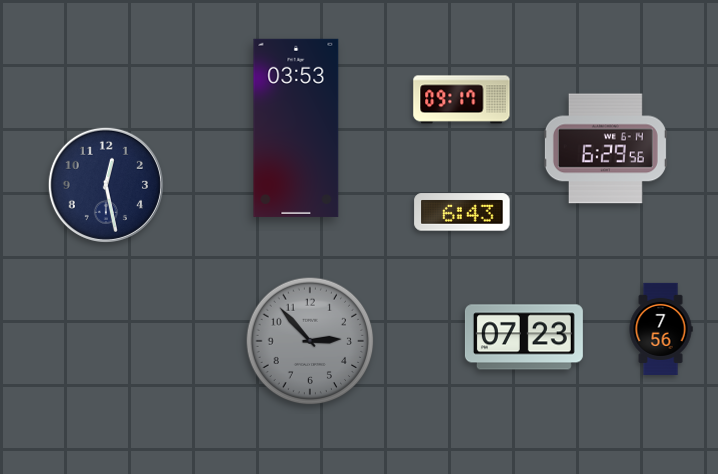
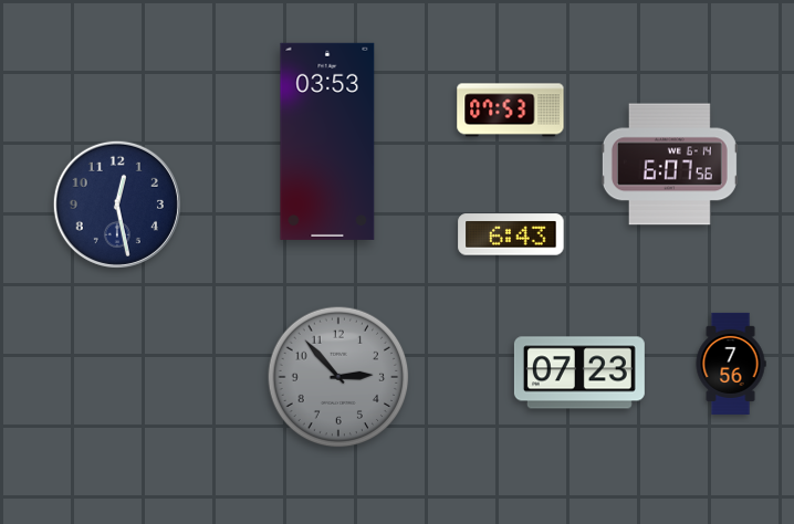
clock at (462, 100): 09:17 -> 07:53
clock at (605, 149): 6:29 -> 6:07
clock at (310, 341) position: (310, 341) -> (338, 377)
